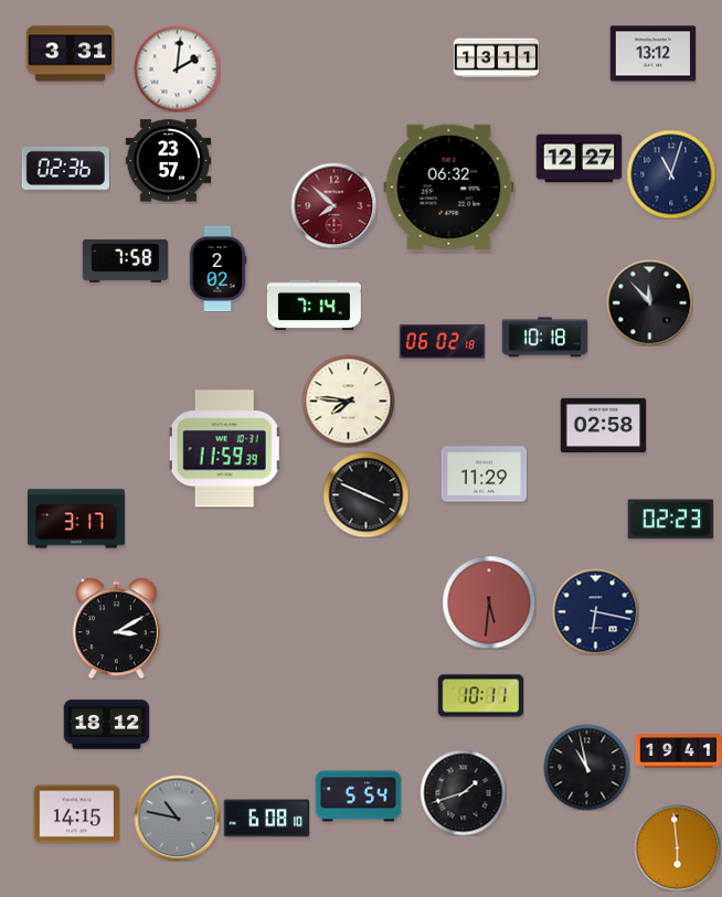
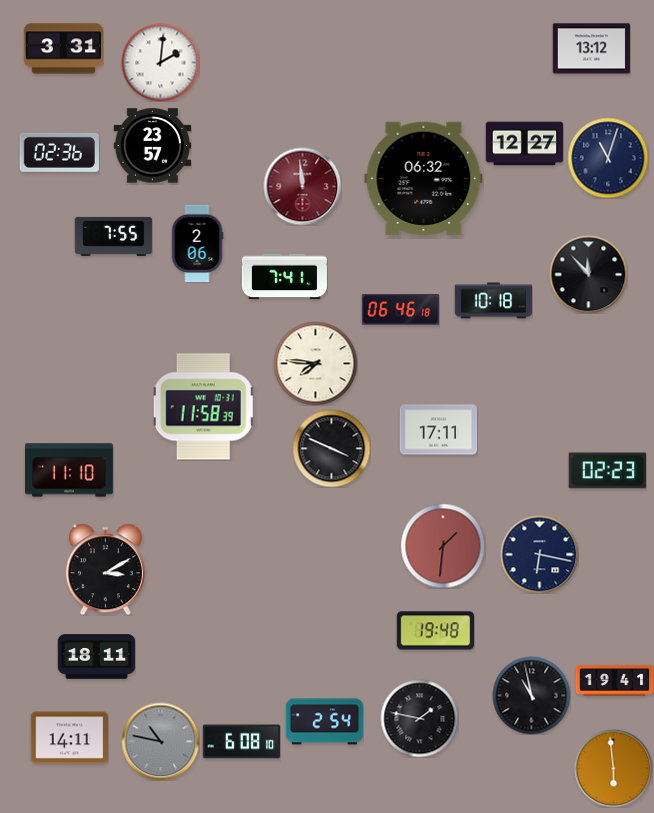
clock at (496, 58): 13:11 -> none
clock at (449, 186) position: (449, 186) -> (424, 178)
clock at (333, 205): 7:52 -> 11:59
clock at (125, 260): 7:58 -> 7:55
clock at (217, 268): 2:02 -> 2:06
clock at (314, 306): 7:14 -> 7:41
clock at (544, 338) position: (544, 338) -> (493, 301)
clock at (442, 342): 06:02 -> 06:46
clock at (603, 426): 02:58 -> none
clock at (224, 449): 11:59 -> 11:58
clock at (484, 474): 11:29 -> 17:11
clock at (76, 519): 3:17 -> 11:10
clock at (489, 602): 5:31 -> 1:31
clock at (480, 696): 10:11 -> 19:48
clock at (106, 725): 18:12 -> 18:11
clock at (463, 792): 1:42 -> 1:47
clock at (358, 797): 5:54 -> 2:54
clock at (76, 814): 14:15 -> 14:11
